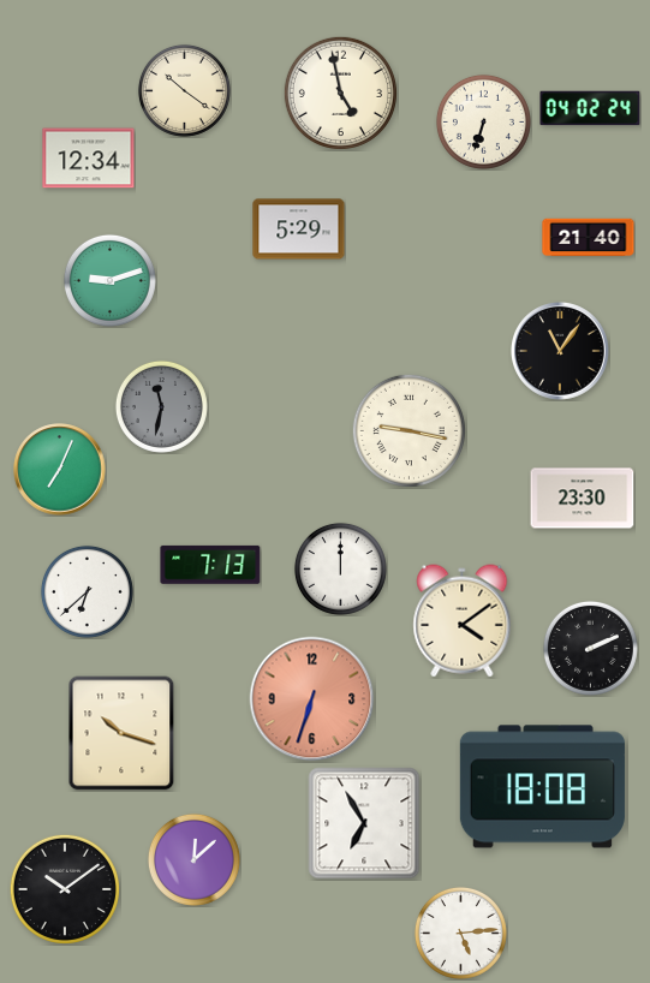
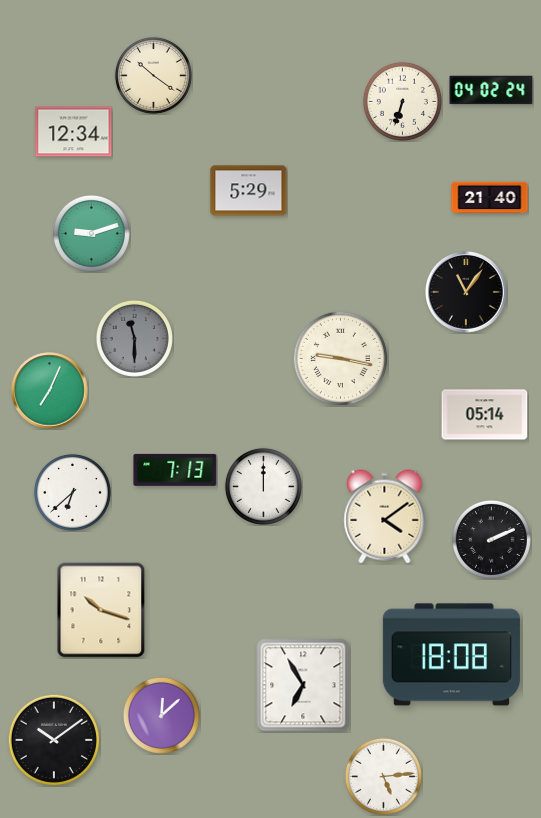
clock at (340, 93): 4:58 -> none
clock at (161, 406): 11:32 -> 11:30
clock at (583, 499): 23:30 -> 05:14
clock at (340, 568) position: (340, 568) -> (263, 486)
clock at (312, 699): 6:33 -> none
